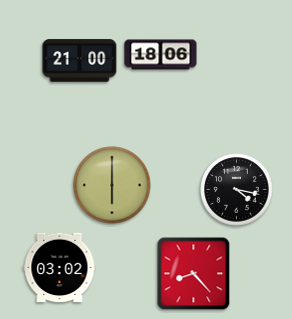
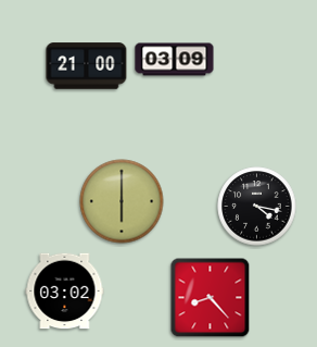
clock at (161, 55): 18:06 -> 03:09
